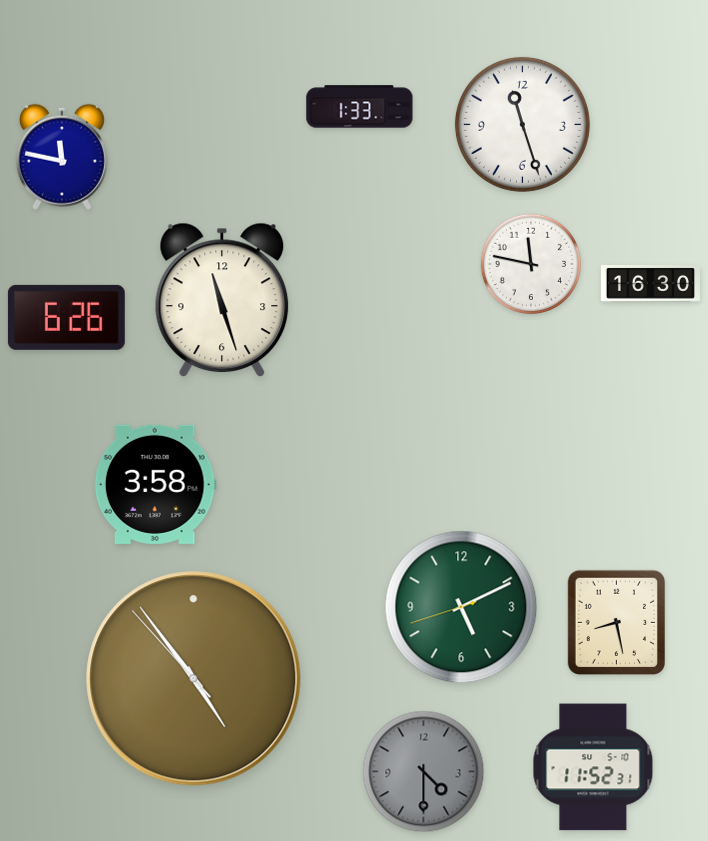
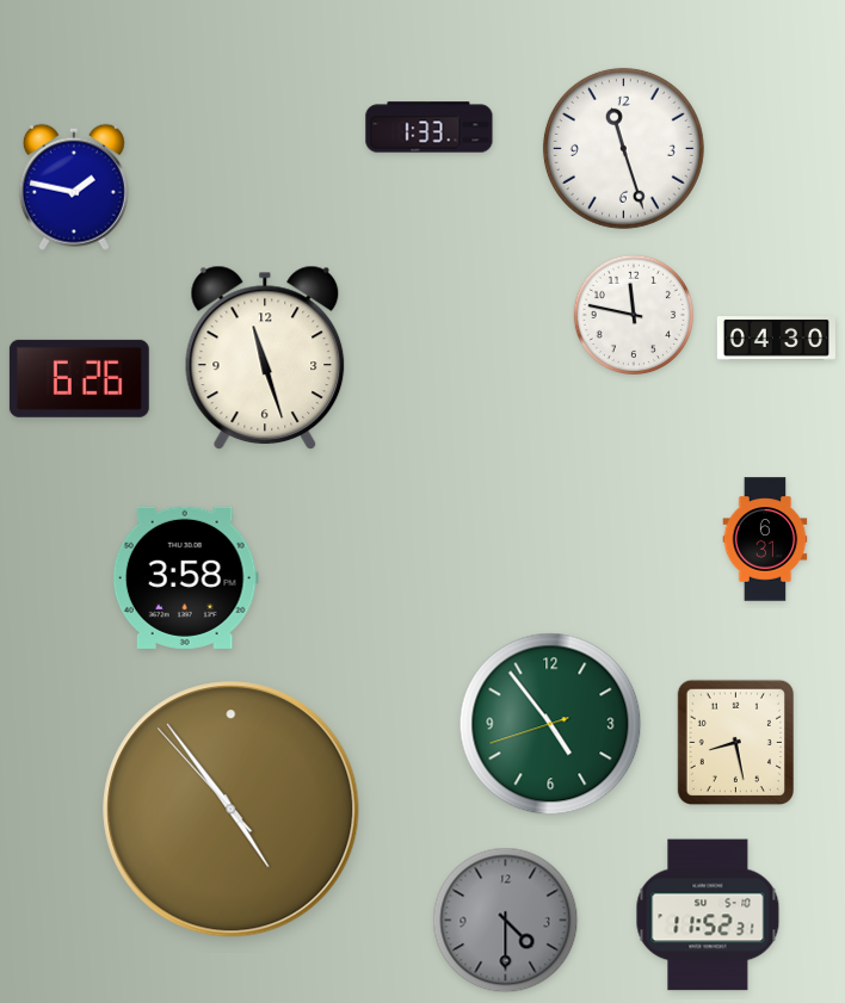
clock at (62, 157): 11:47 -> 1:47
clock at (650, 284): 16:30 -> 04:30
clock at (765, 539): none -> 6:31
clock at (461, 607): 5:10 -> 4:53
